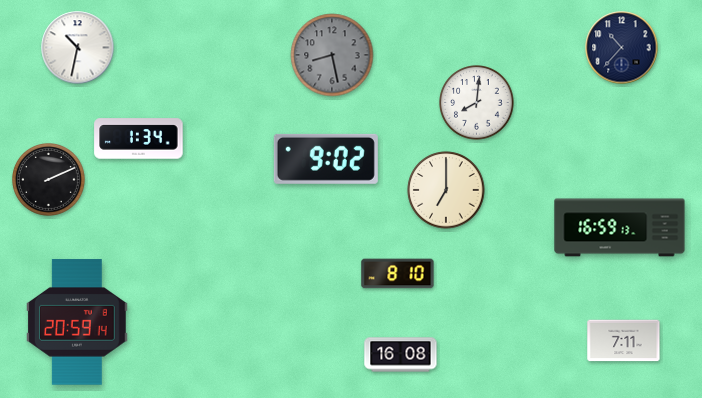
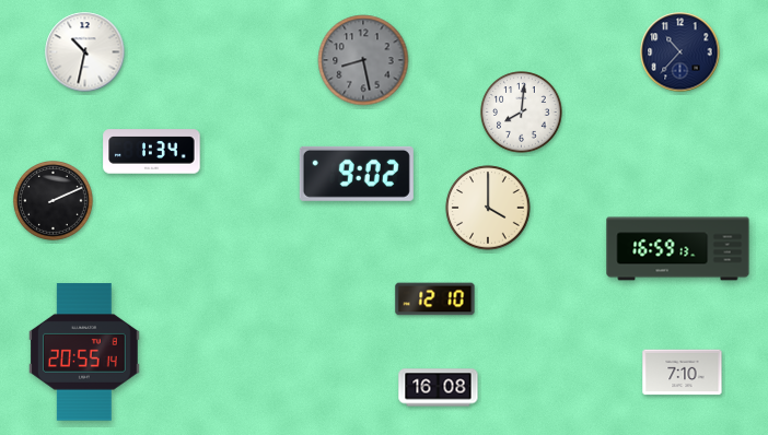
clock at (49, 180) position: (49, 180) -> (54, 201)
clock at (446, 190): 7:00 -> 4:00
clock at (398, 274): 8:10 -> 12:10
clock at (78, 322): 20:59 -> 20:55
clock at (624, 341): 7:11 -> 7:10
